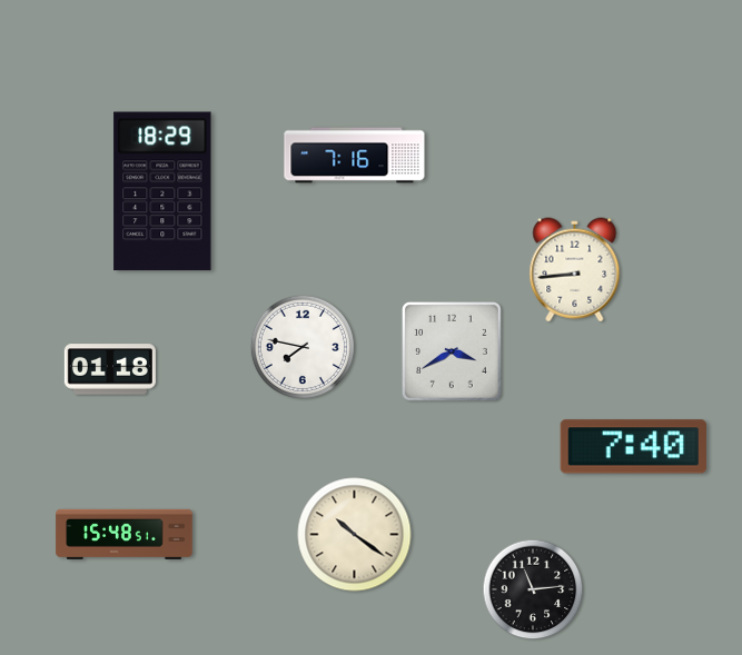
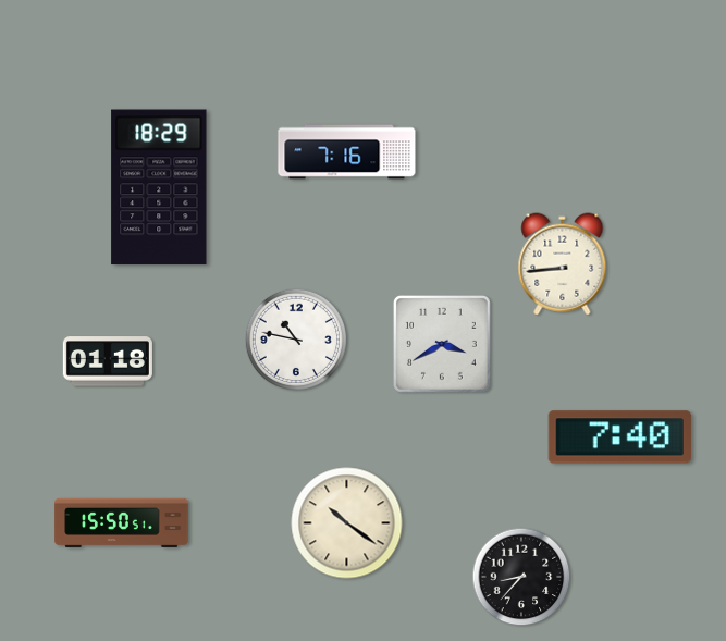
clock at (301, 346): 7:47 -> 10:47
clock at (125, 534): 15:48 -> 15:50
clock at (533, 589): 11:14 -> 8:37
